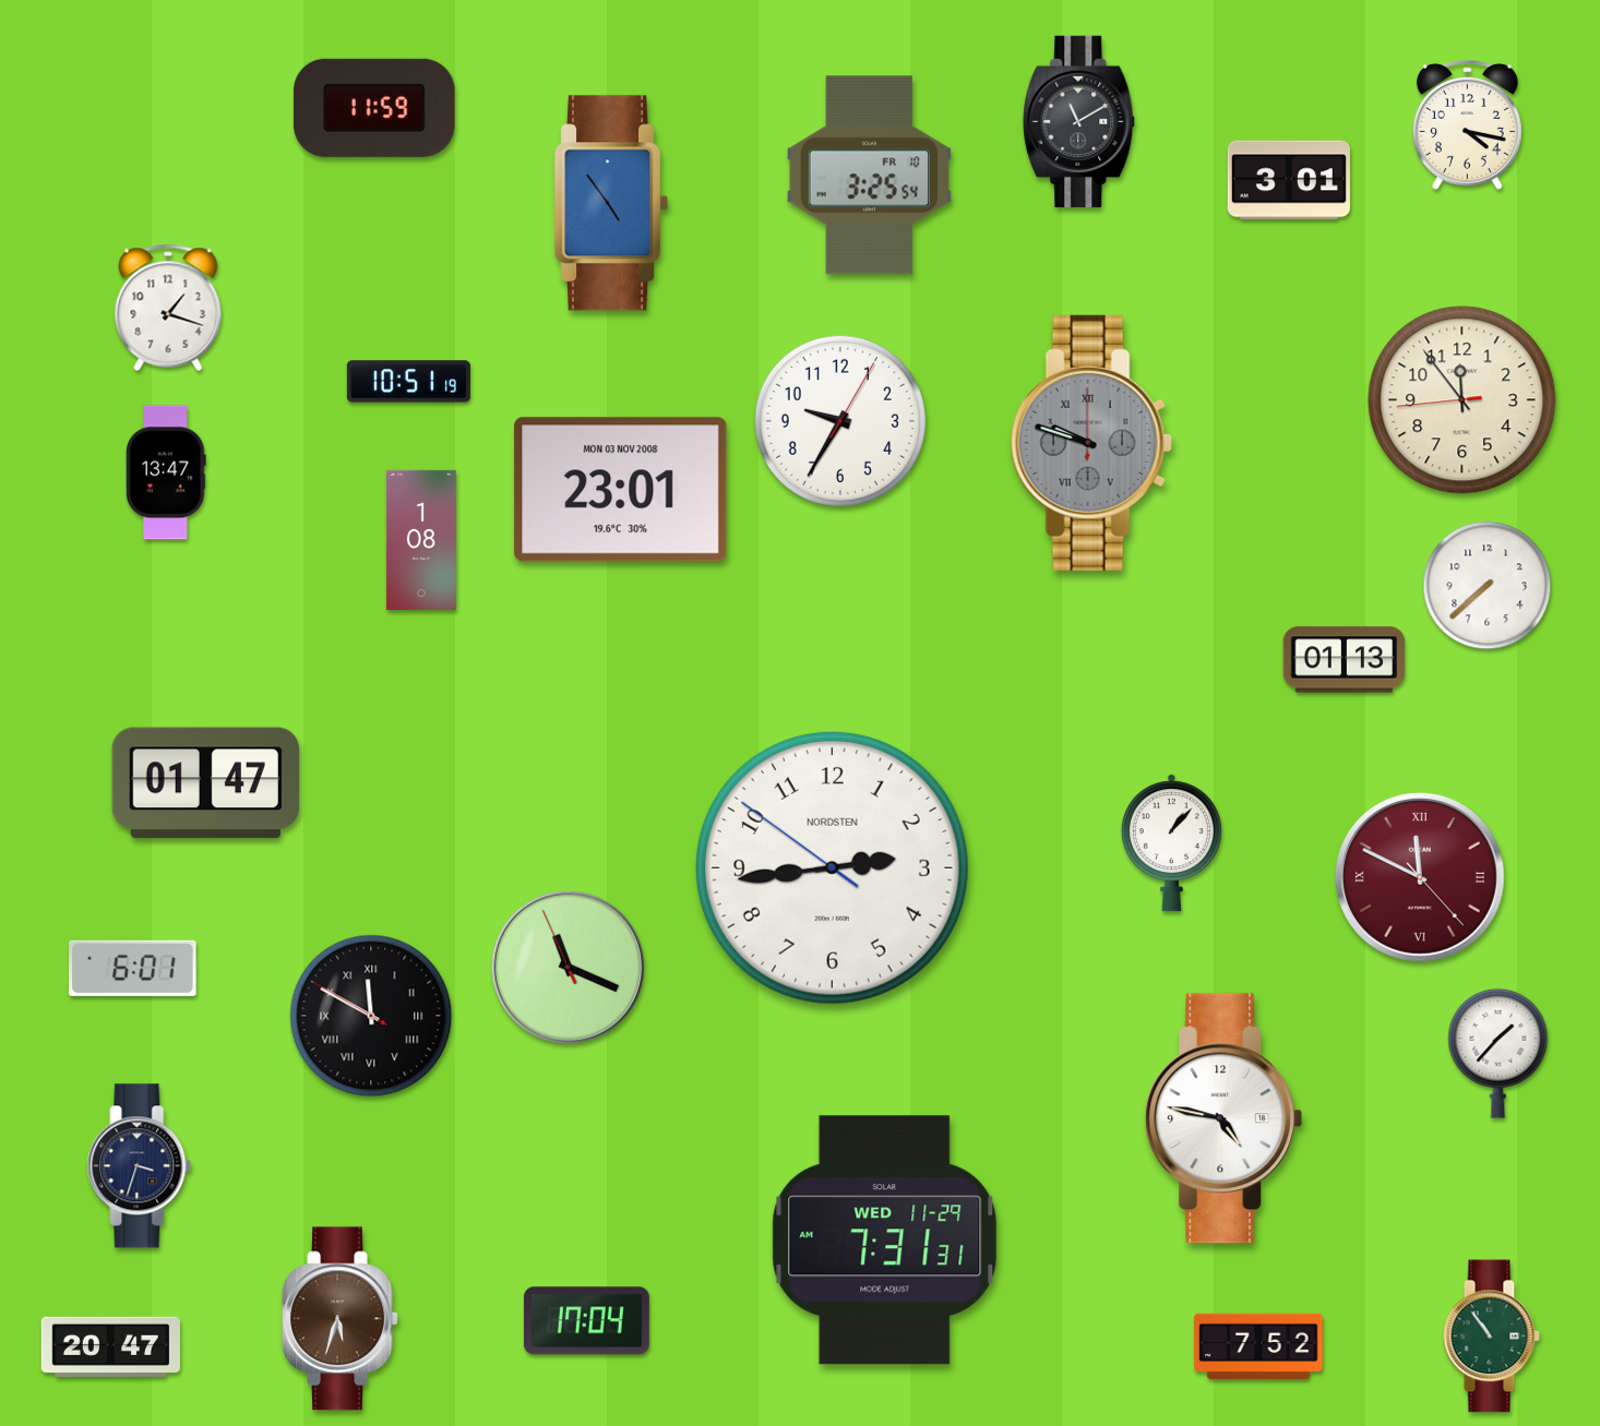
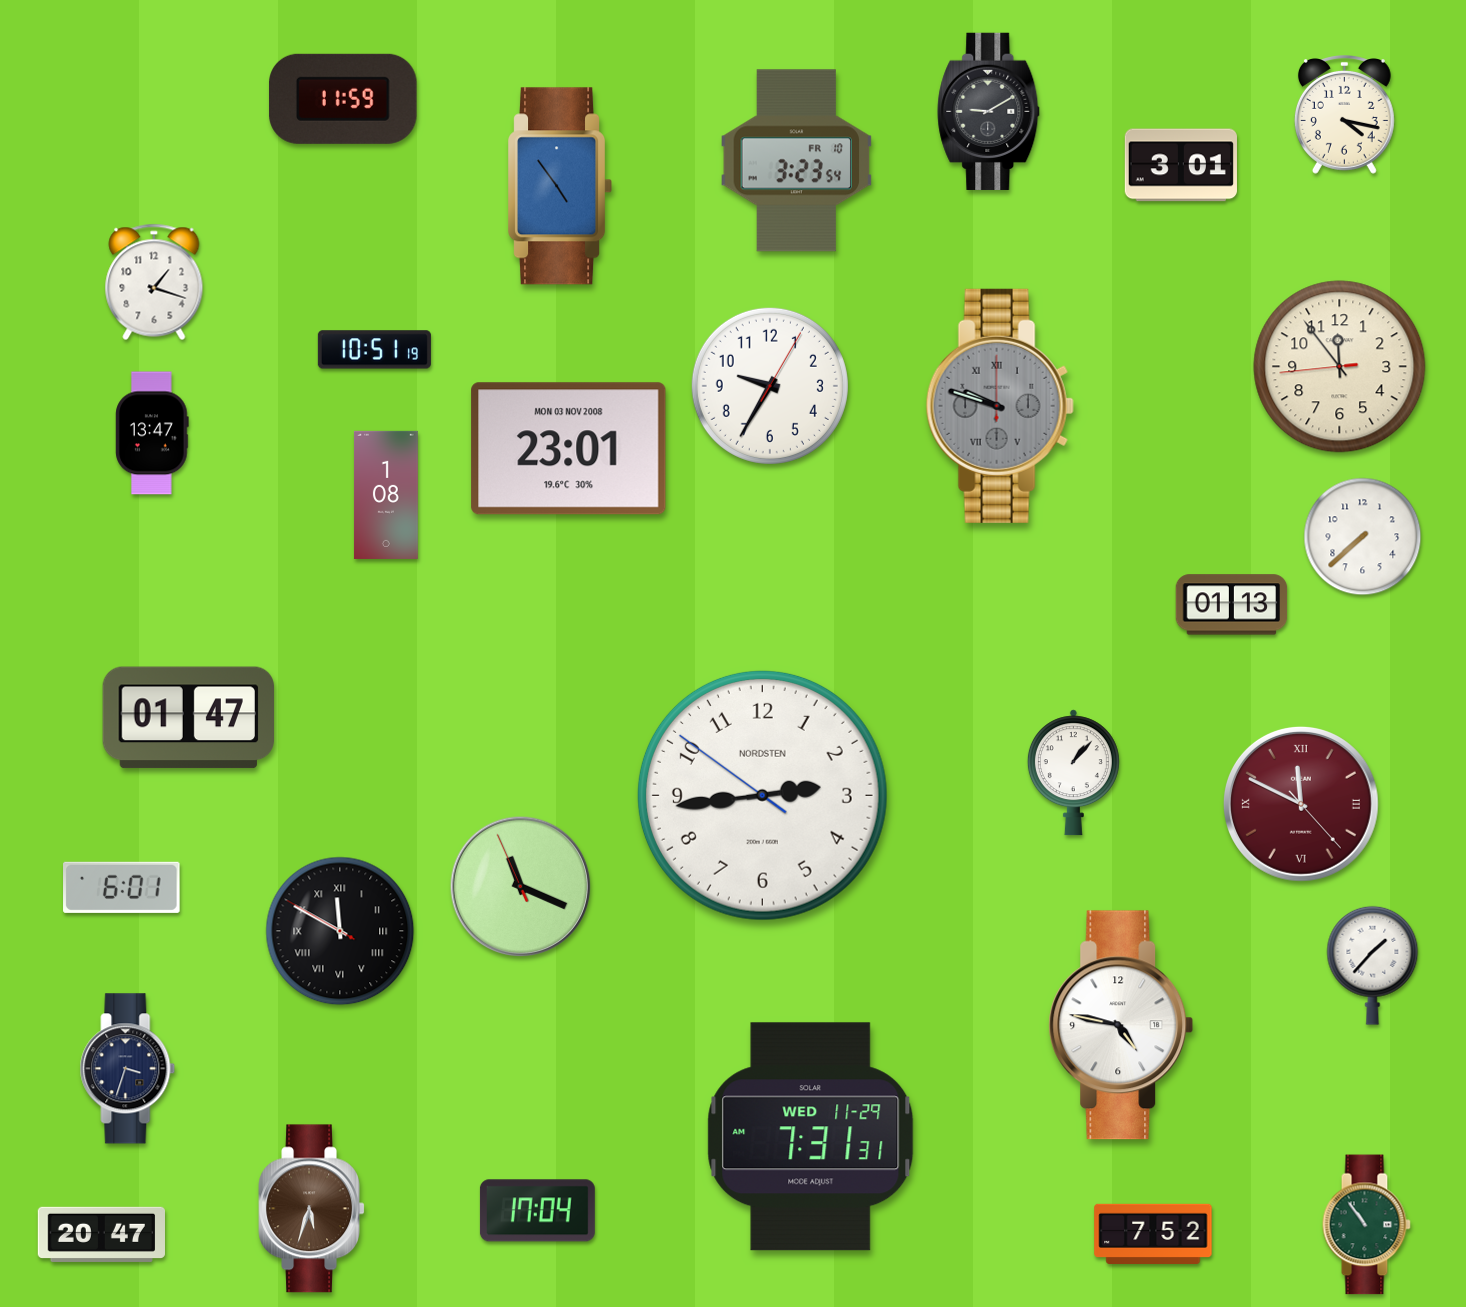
clock at (1079, 121): 11:10 -> 9:10
clock at (870, 176): 3:25 -> 3:23
